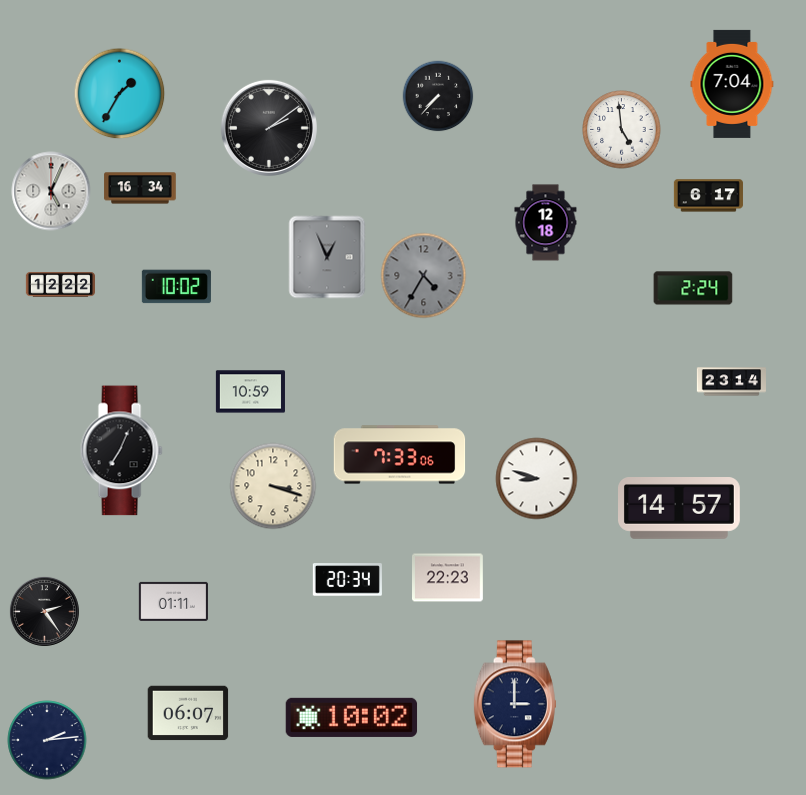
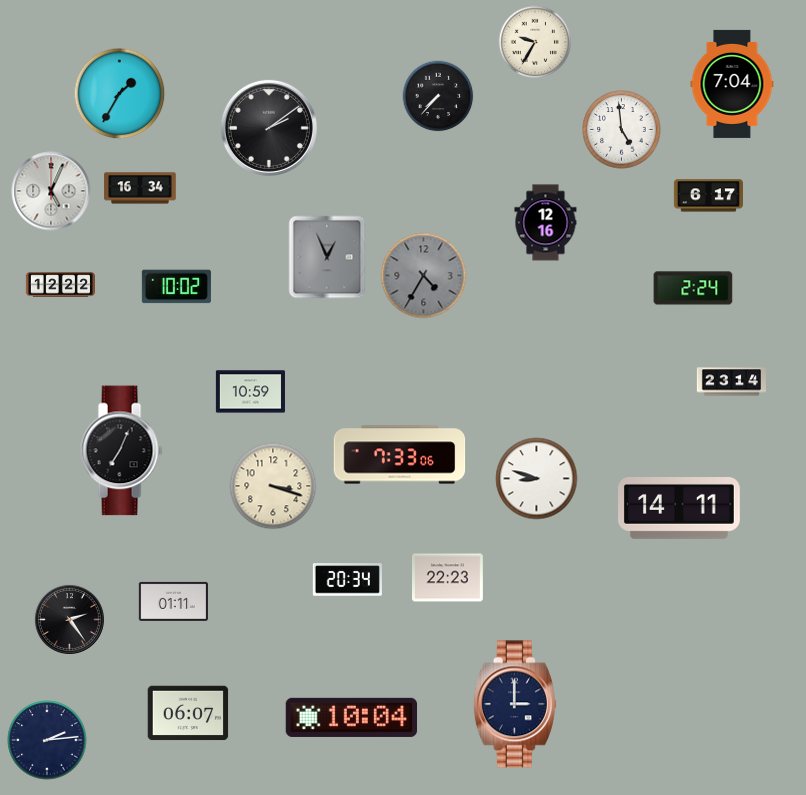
clock at (534, 41): none -> 9:35
clock at (546, 223): 12:18 -> 12:16
clock at (680, 509): 14:57 -> 14:11
clock at (44, 611) position: (44, 611) -> (69, 619)
clock at (352, 717): 10:02 -> 10:04
